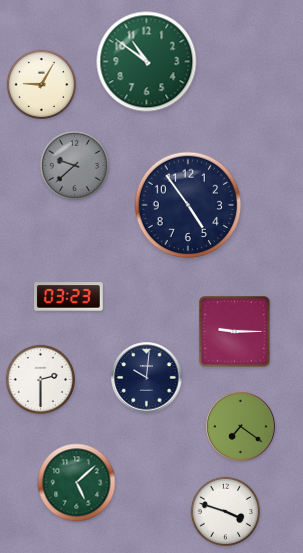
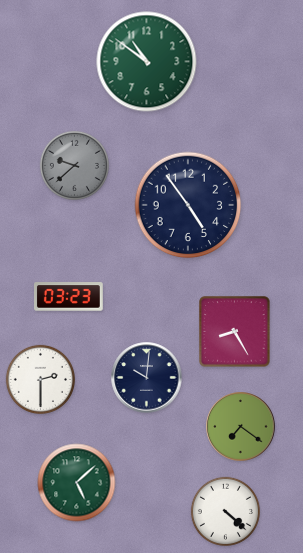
clock at (41, 84): 9:05 -> none
clock at (235, 332): 9:15 -> 8:25
clock at (225, 511): 3:48 -> 4:22
